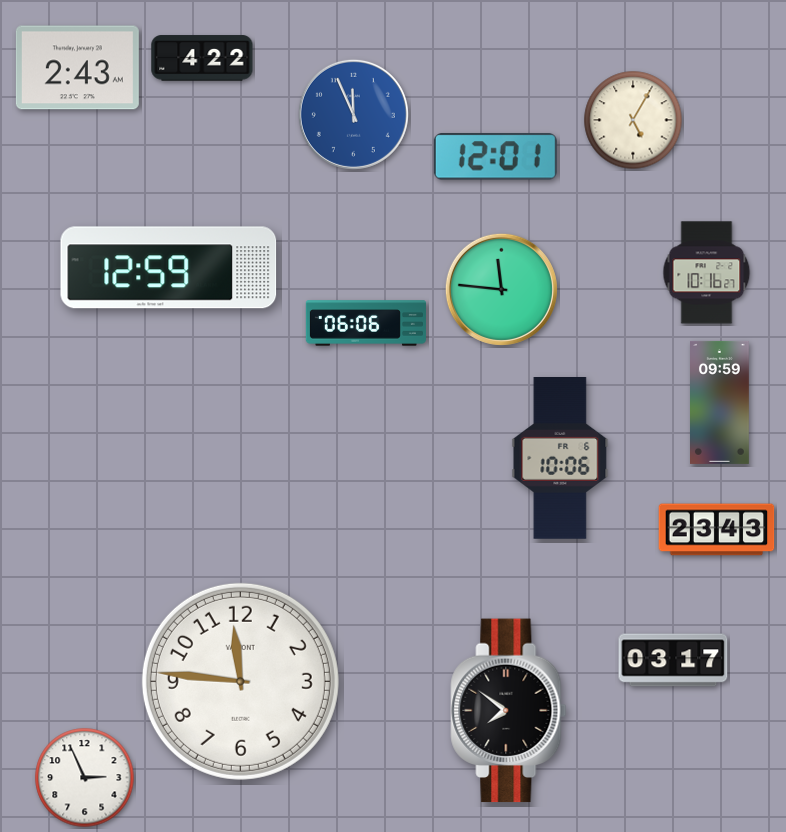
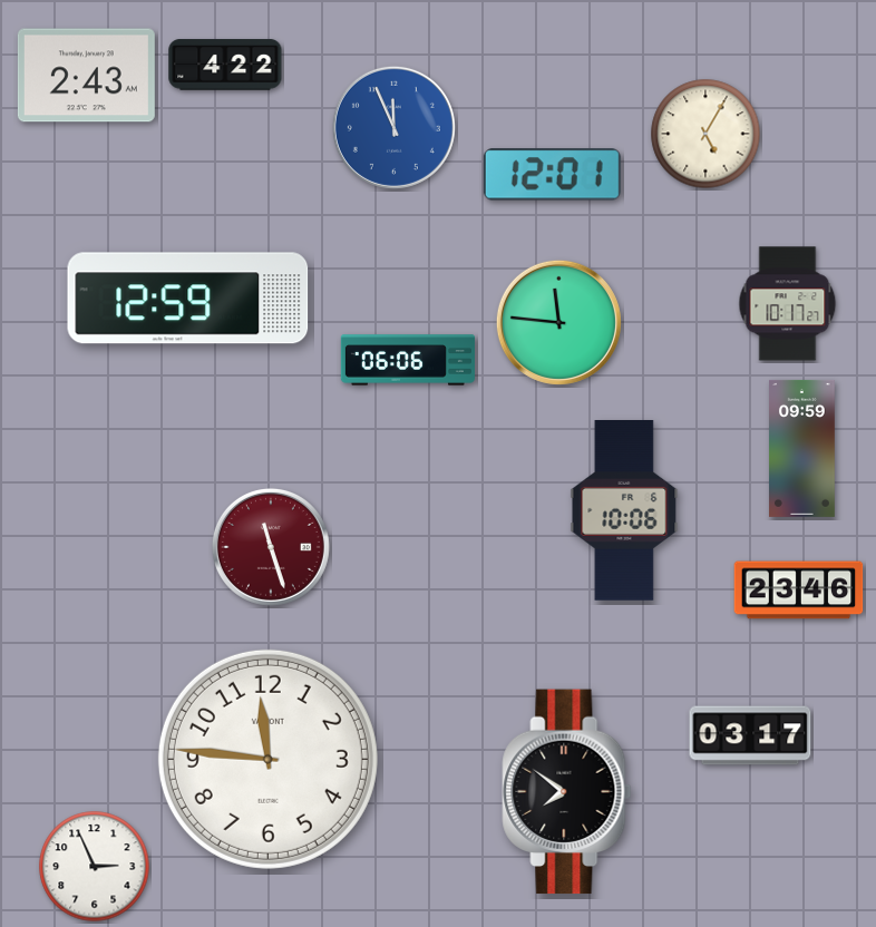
clock at (707, 273): 10:16 -> 10:17
clock at (271, 547): none -> 11:27
clock at (717, 530): 23:43 -> 23:46
